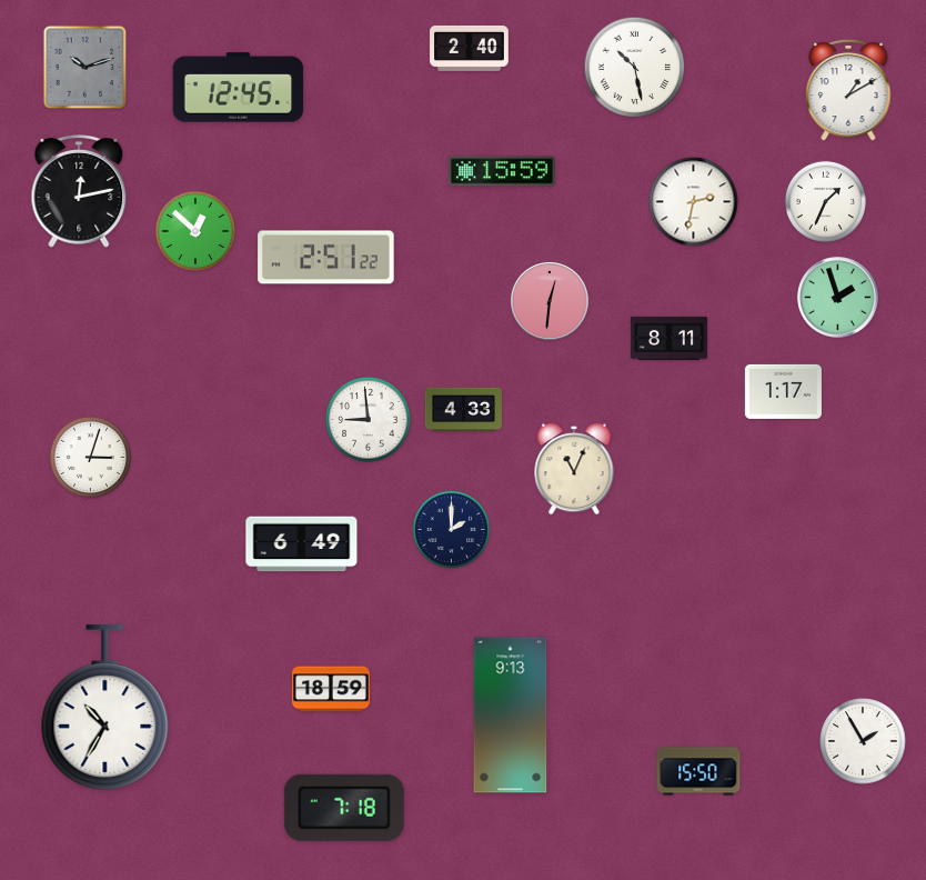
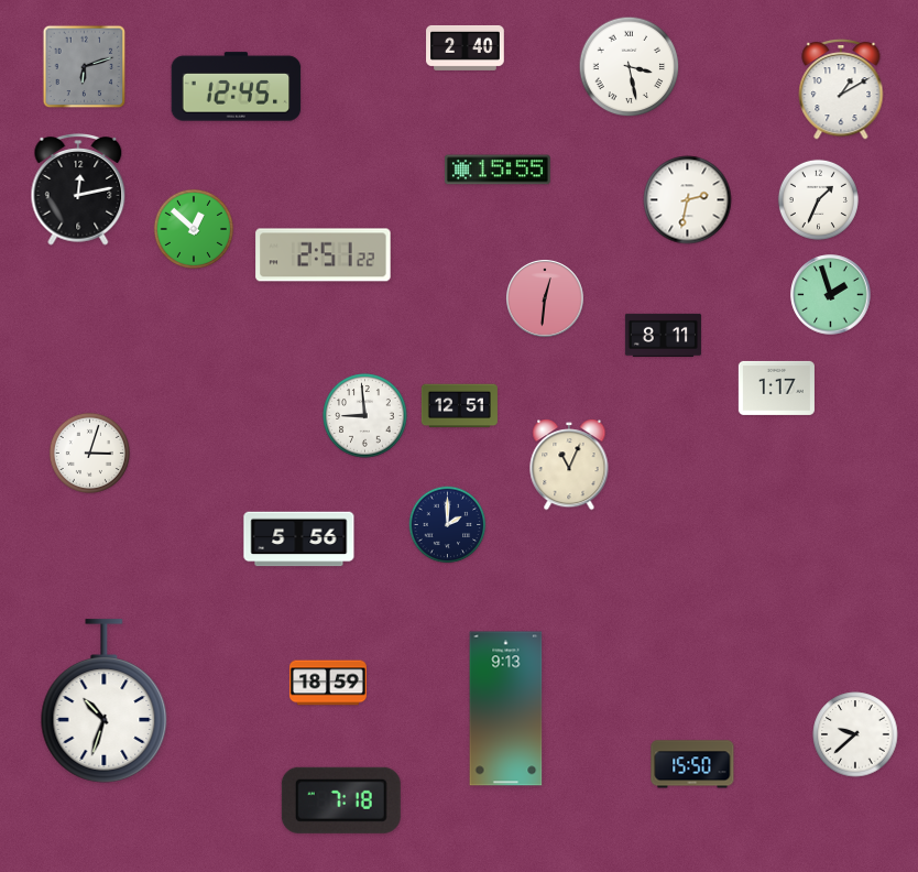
clock at (85, 68): 10:12 -> 6:12
clock at (635, 68): 10:28 -> 3:28
clock at (503, 171): 15:59 -> 15:55
clock at (463, 410): 4:33 -> 12:51
clock at (302, 544): 6:49 -> 5:56
clock at (105, 708): 10:35 -> 10:33
clock at (863, 741): 1:55 -> 9:38
